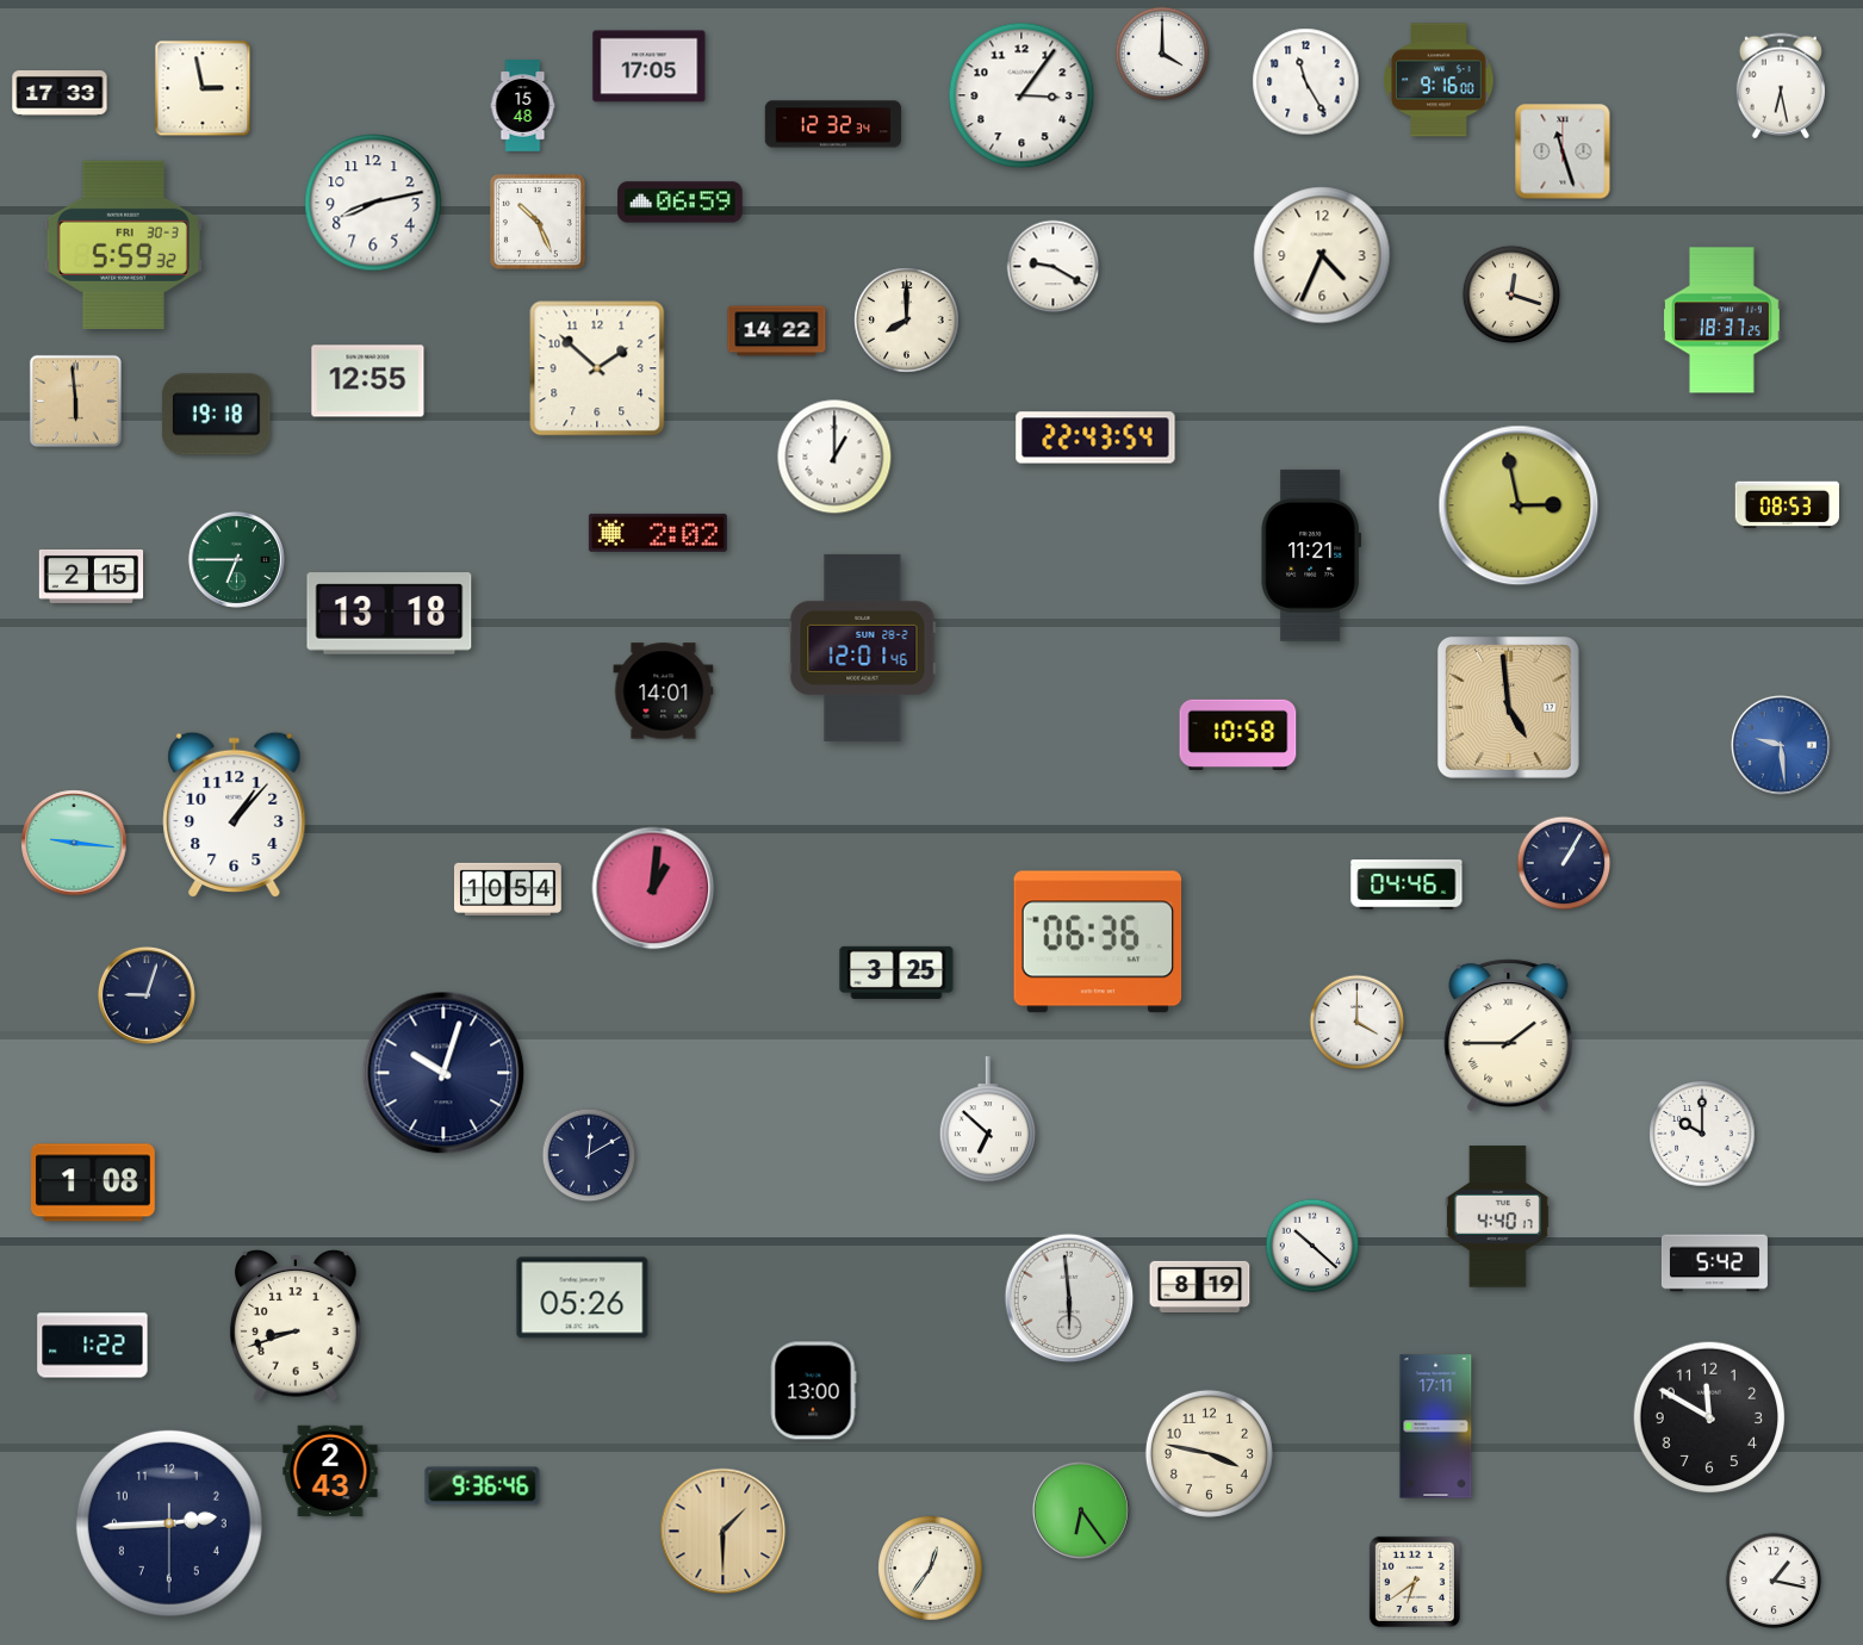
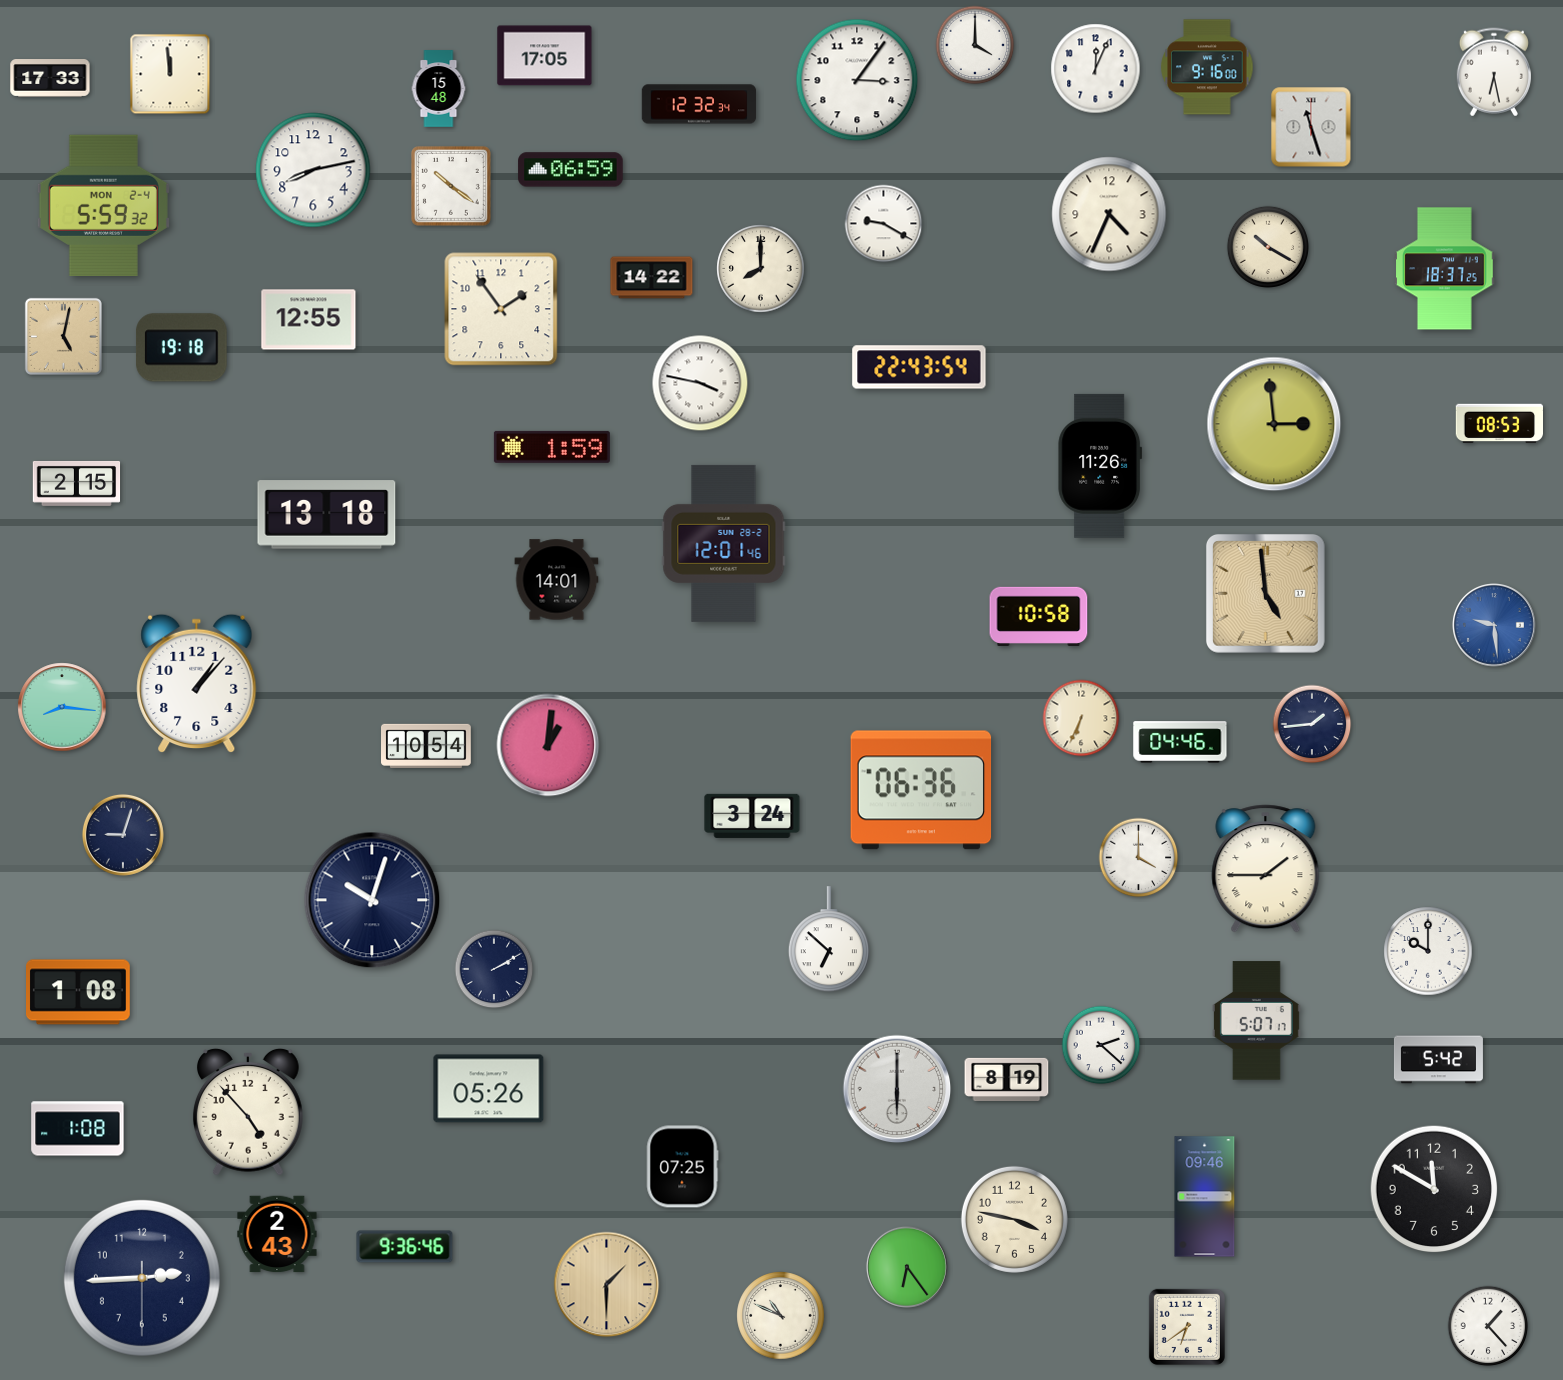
clock at (1306, 82): 11:25 -> 12:04
clock at (203, 88): 2:58 -> 11:59
clock at (538, 222): 10:26 -> 10:21
clock at (123, 244) date: FRI 30-3 -> MON 2-4
clock at (1510, 293): 12:18 -> 10:20
clock at (597, 368): 1:52 -> 1:54
clock at (75, 401): 5:59 -> 5:02
clock at (834, 457): 1:00 -> 3:47
clock at (1519, 505): 2:58 -> 2:59
clock at (658, 533): 2:02 -> 1:59
clock at (1311, 555): 11:21 -> 11:26
clock at (236, 559): 6:45 -> none
clock at (74, 843): 9:16 -> 8:16
clock at (1081, 718): none -> 6:34
clock at (1564, 863): 1:05 -> 1:44
clock at (896, 973): 3:25 -> 3:24
clock at (589, 1155): 12:10 -> 2:10
clock at (1497, 1217): 4:40 -> 5:07
clock at (1312, 1246): 10:22 -> 2:22
clock at (1069, 1298): 5:59 -> 6:00
clock at (296, 1326): 8:42 -> 4:53
clock at (93, 1346): 1:22 -> 1:08
clock at (813, 1391): 13:00 -> 07:25
clock at (1436, 1427): 17:11 -> 09:46
clock at (931, 1569): 12:36 -> 10:49
clock at (1774, 1581): 1:17 -> 1:23
